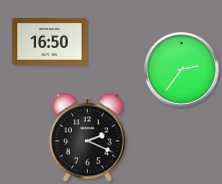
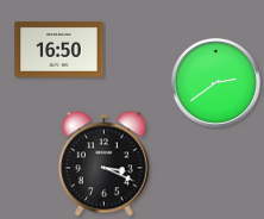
clock at (181, 69): 2:36 -> 2:39
clock at (88, 138): 2:19 -> 3:19
